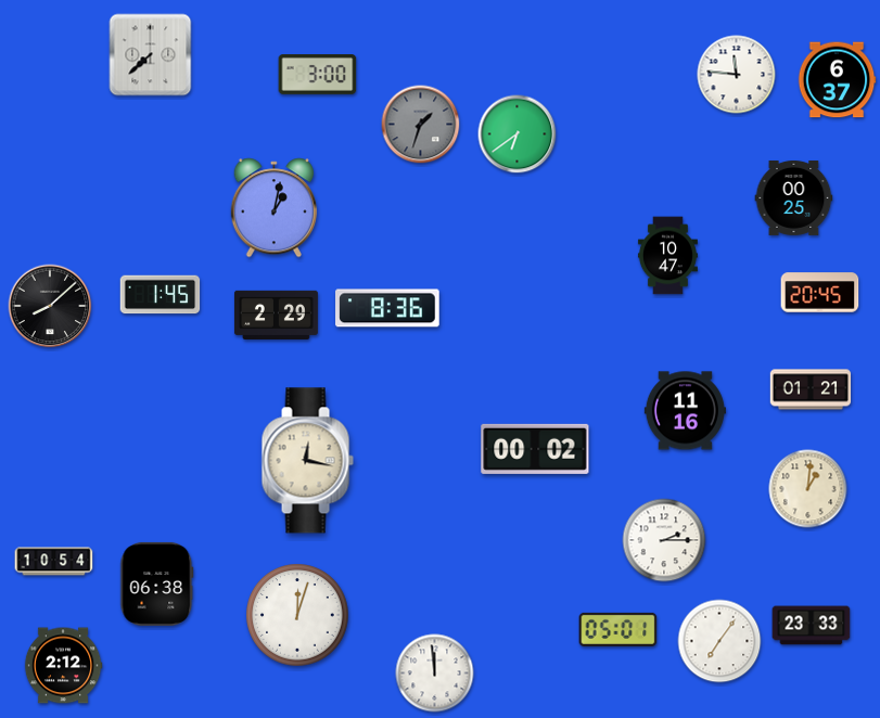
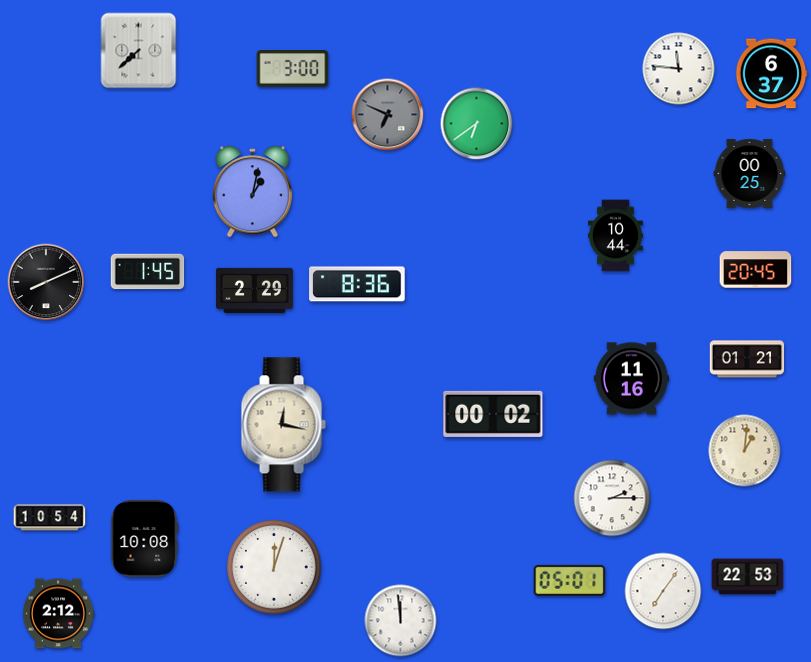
clock at (421, 125): 1:33 -> 6:49
clock at (794, 197) position: (794, 197) -> (750, 173)
clock at (667, 256): 10:47 -> 10:44
clock at (50, 306): 8:08 -> 8:11
clock at (157, 584): 06:38 -> 10:08
clock at (812, 626): 23:33 -> 22:53
